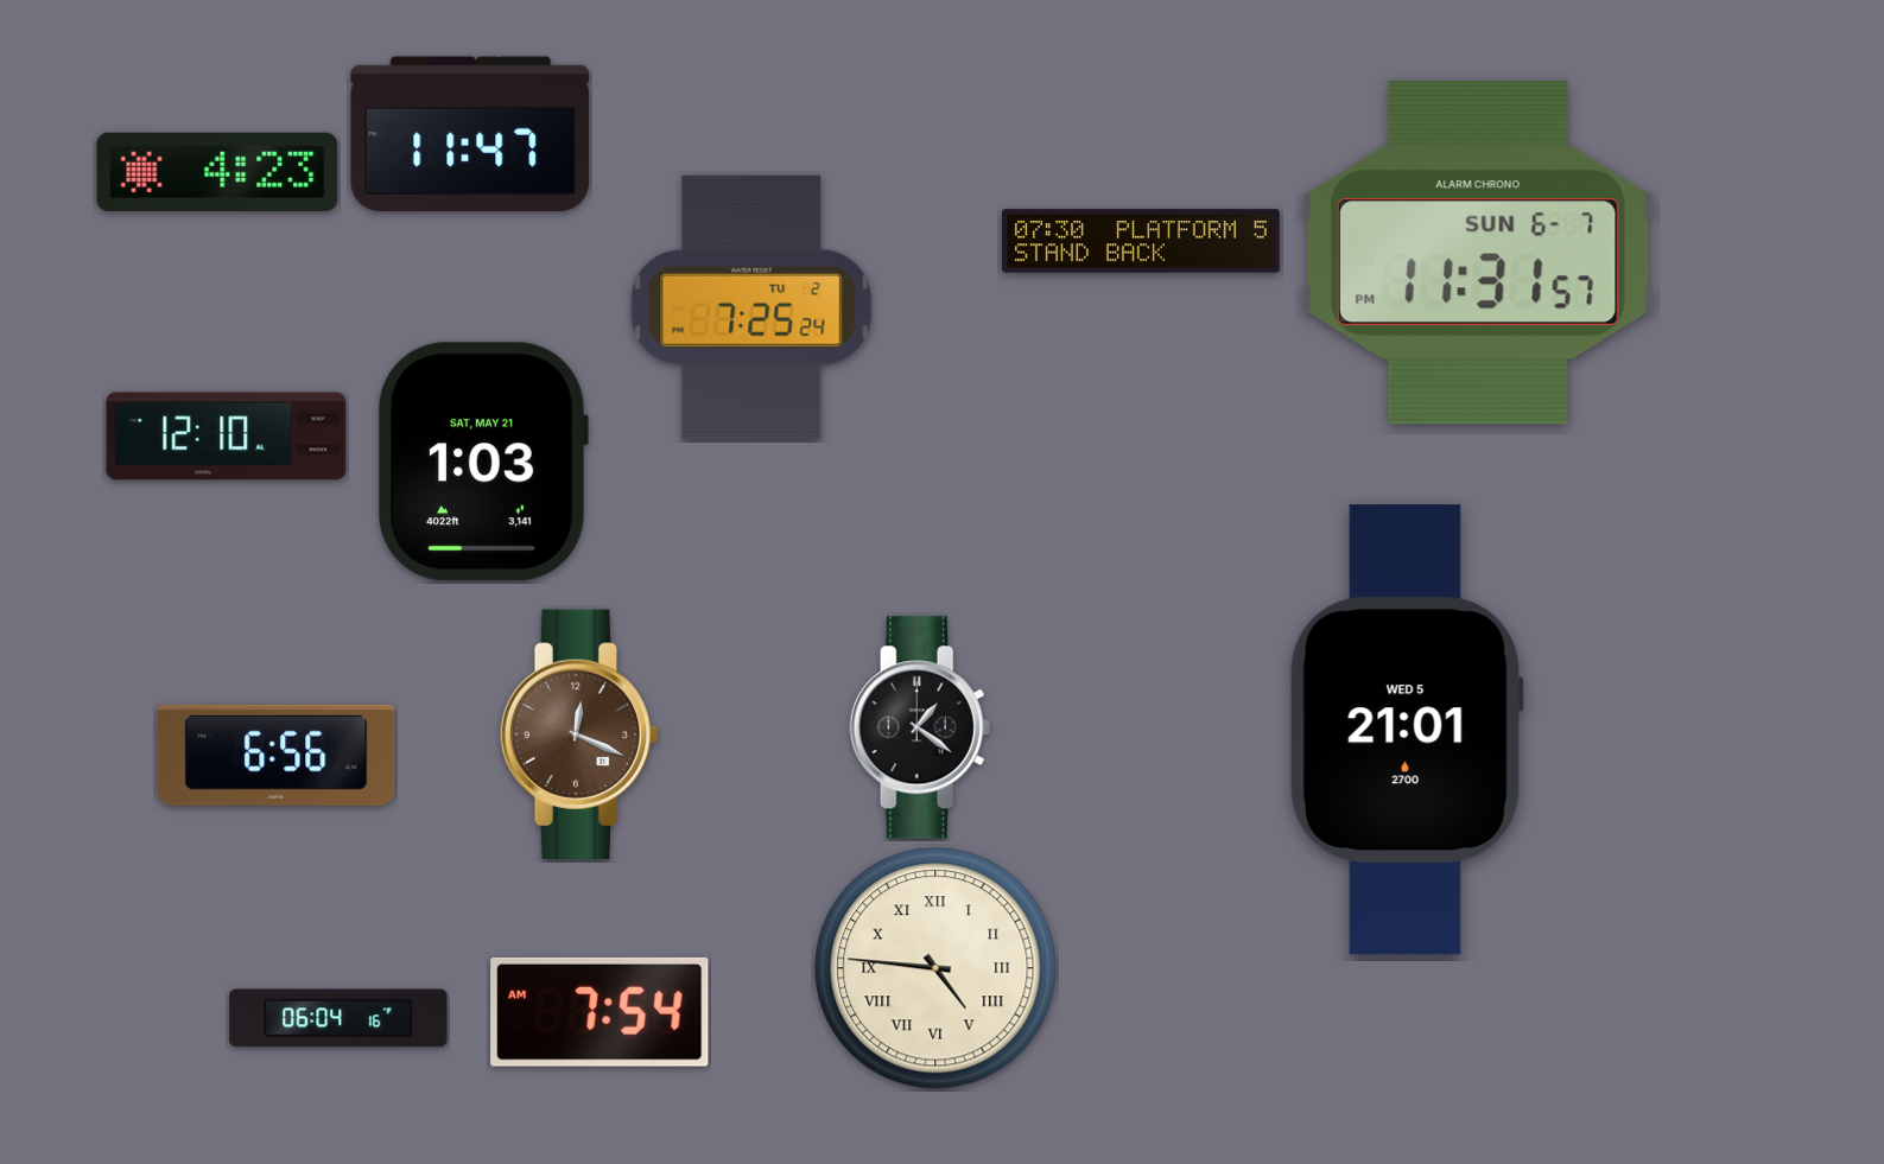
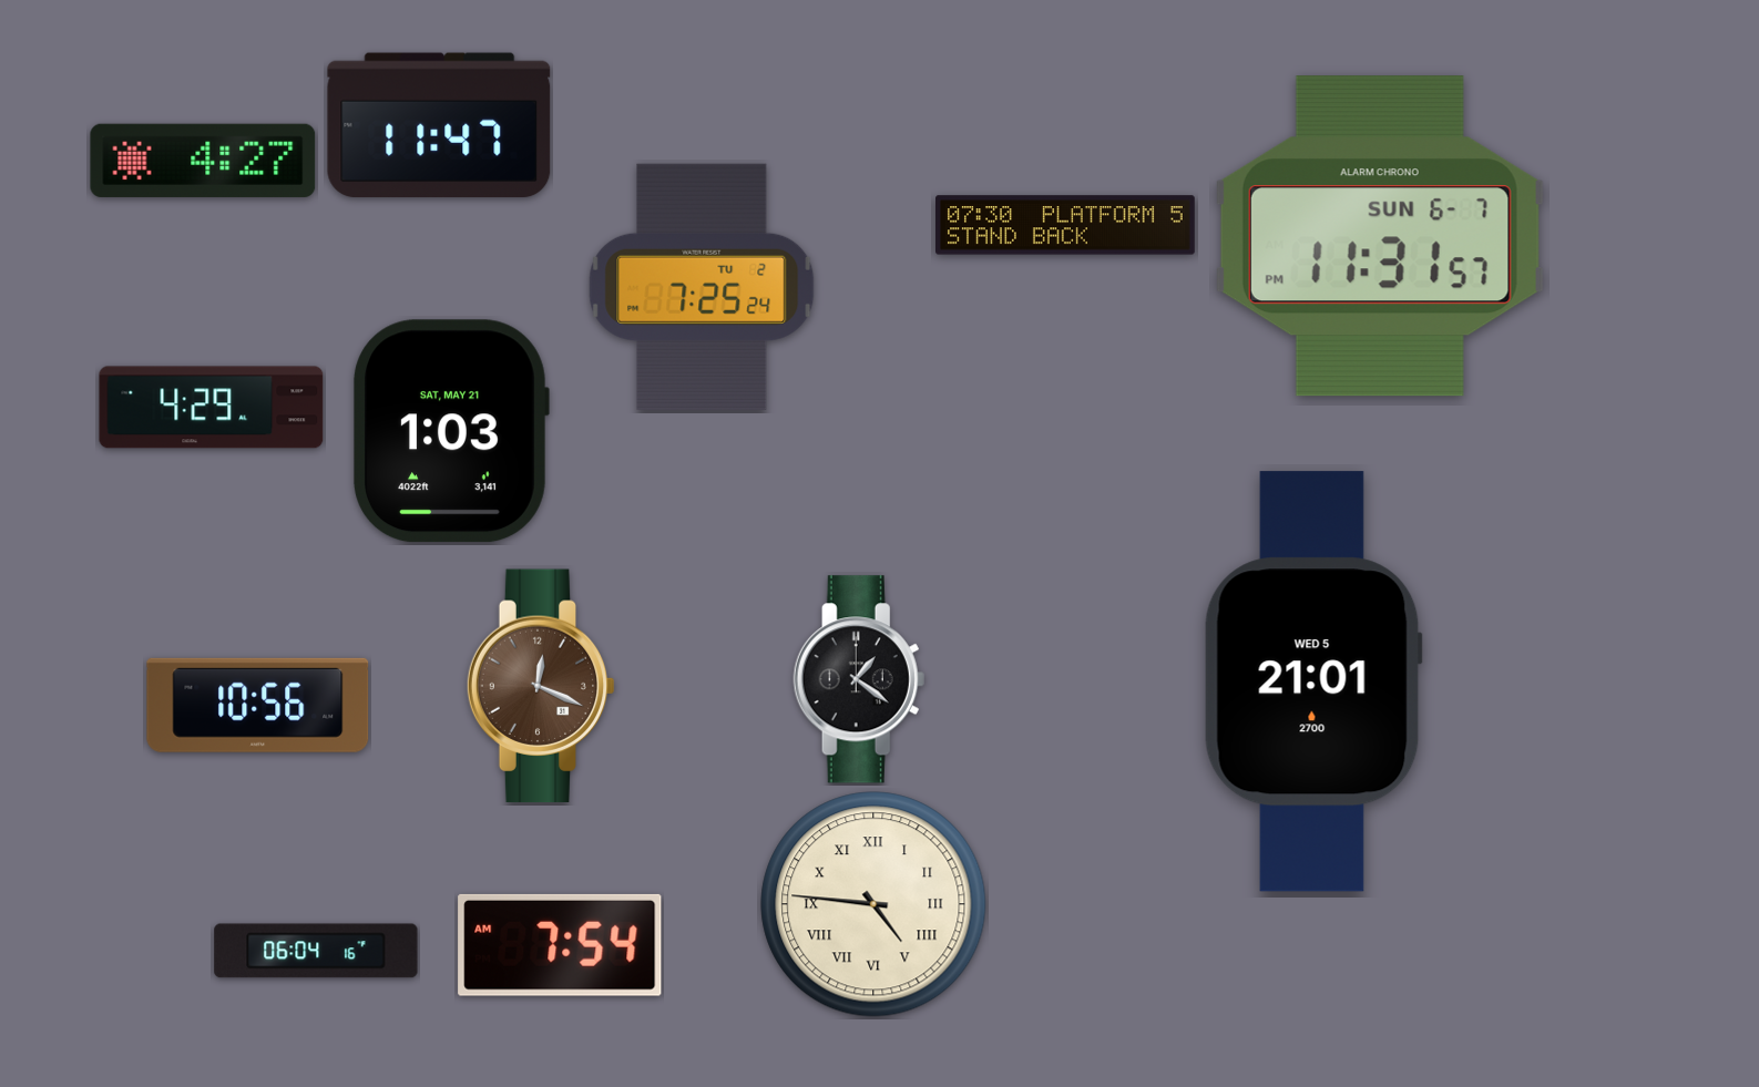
clock at (217, 172): 4:23 -> 4:27
clock at (227, 437): 12:10 -> 4:29
clock at (277, 755): 6:56 -> 10:56
